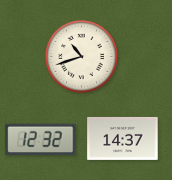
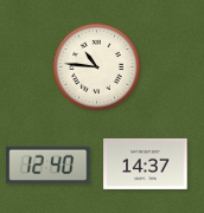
clock at (82, 57): 10:42 -> 10:46
clock at (41, 140): 12:32 -> 12:40
